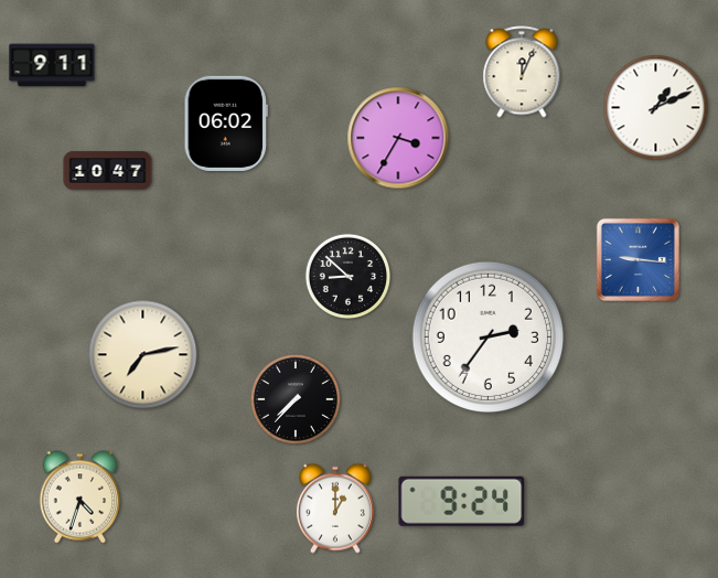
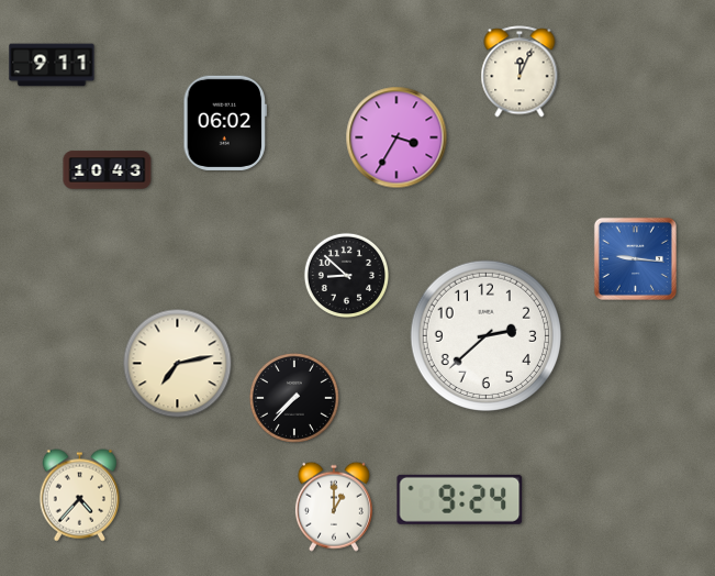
clock at (656, 108): 1:11 -> none
clock at (108, 171): 10:47 -> 10:43
clock at (487, 336): 2:36 -> 2:38
clock at (143, 355) position: (143, 355) -> (178, 364)
clock at (79, 497): 4:33 -> 4:37
